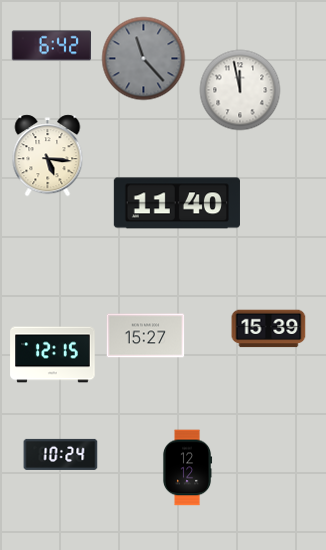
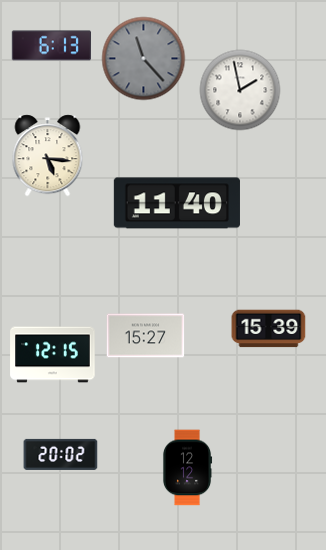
clock at (51, 46): 6:42 -> 6:13
clock at (240, 90): 11:58 -> 1:58
clock at (61, 454): 10:24 -> 20:02
